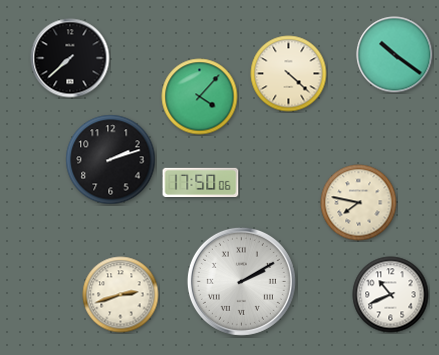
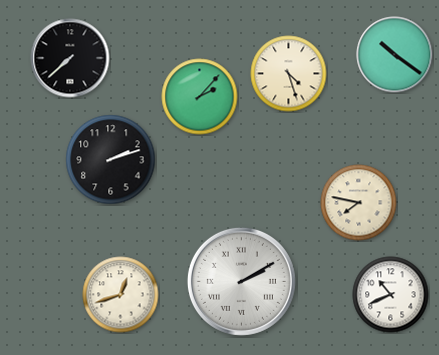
clock at (289, 74): 4:22 -> 4:27
clock at (200, 97): 4:07 -> 2:07
clock at (201, 182): 17:50 -> none
clock at (121, 295): 2:42 -> 12:42
